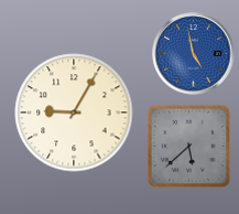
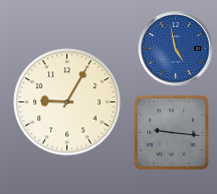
clock at (188, 146): 5:38 -> 9:16
